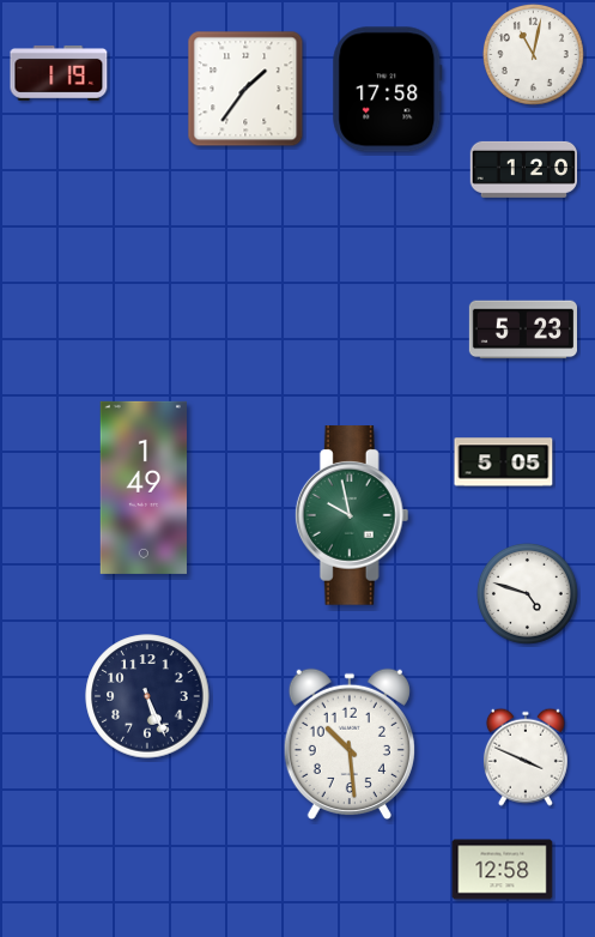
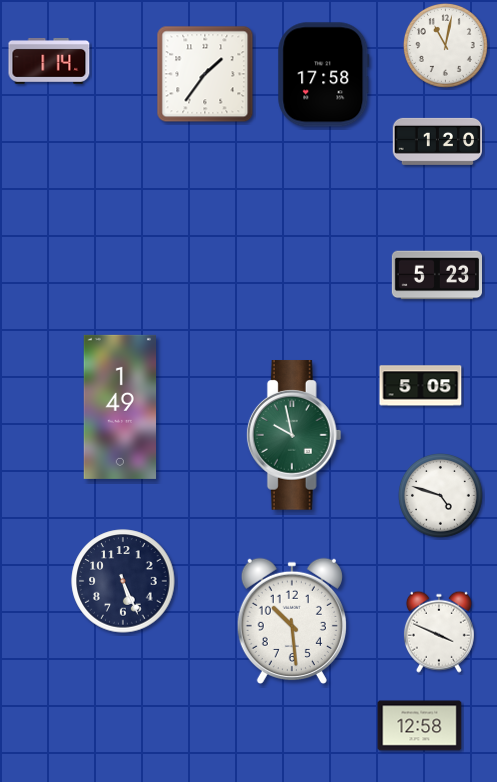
clock at (59, 73): 1:19 -> 1:14
clock at (352, 515) position: (352, 515) -> (294, 435)
